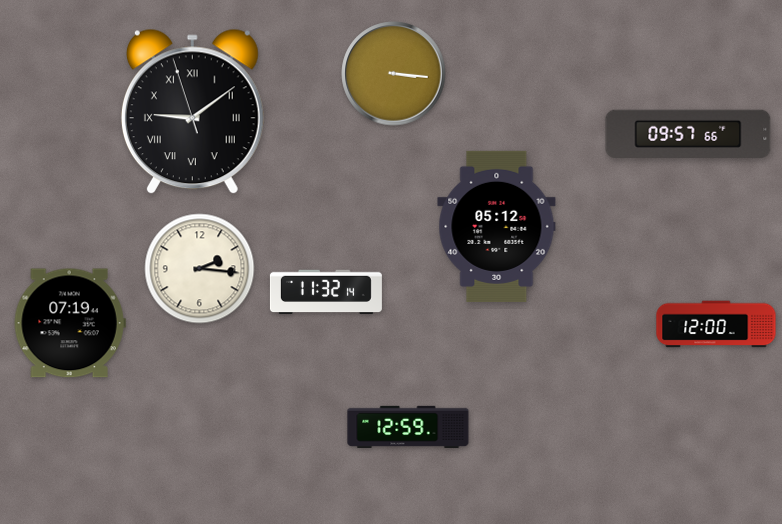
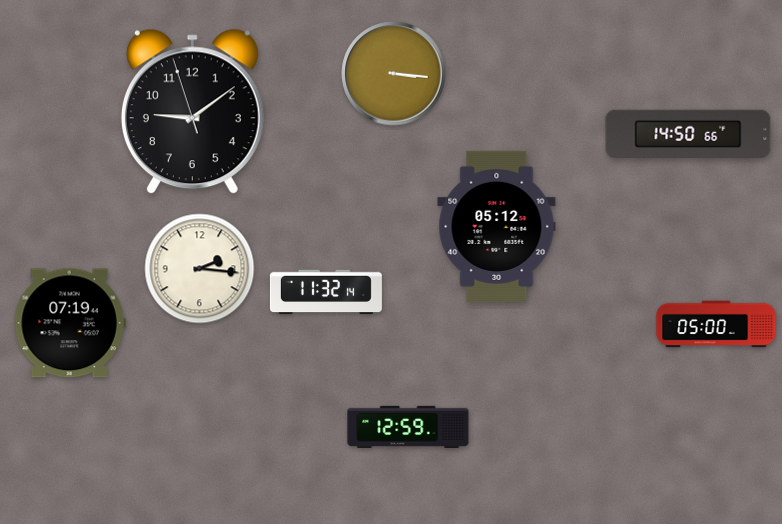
clock at (192, 112) numerals: Roman -> Arabic
clock at (688, 134): 09:57 -> 14:50
clock at (716, 324): 12:00 -> 05:00
